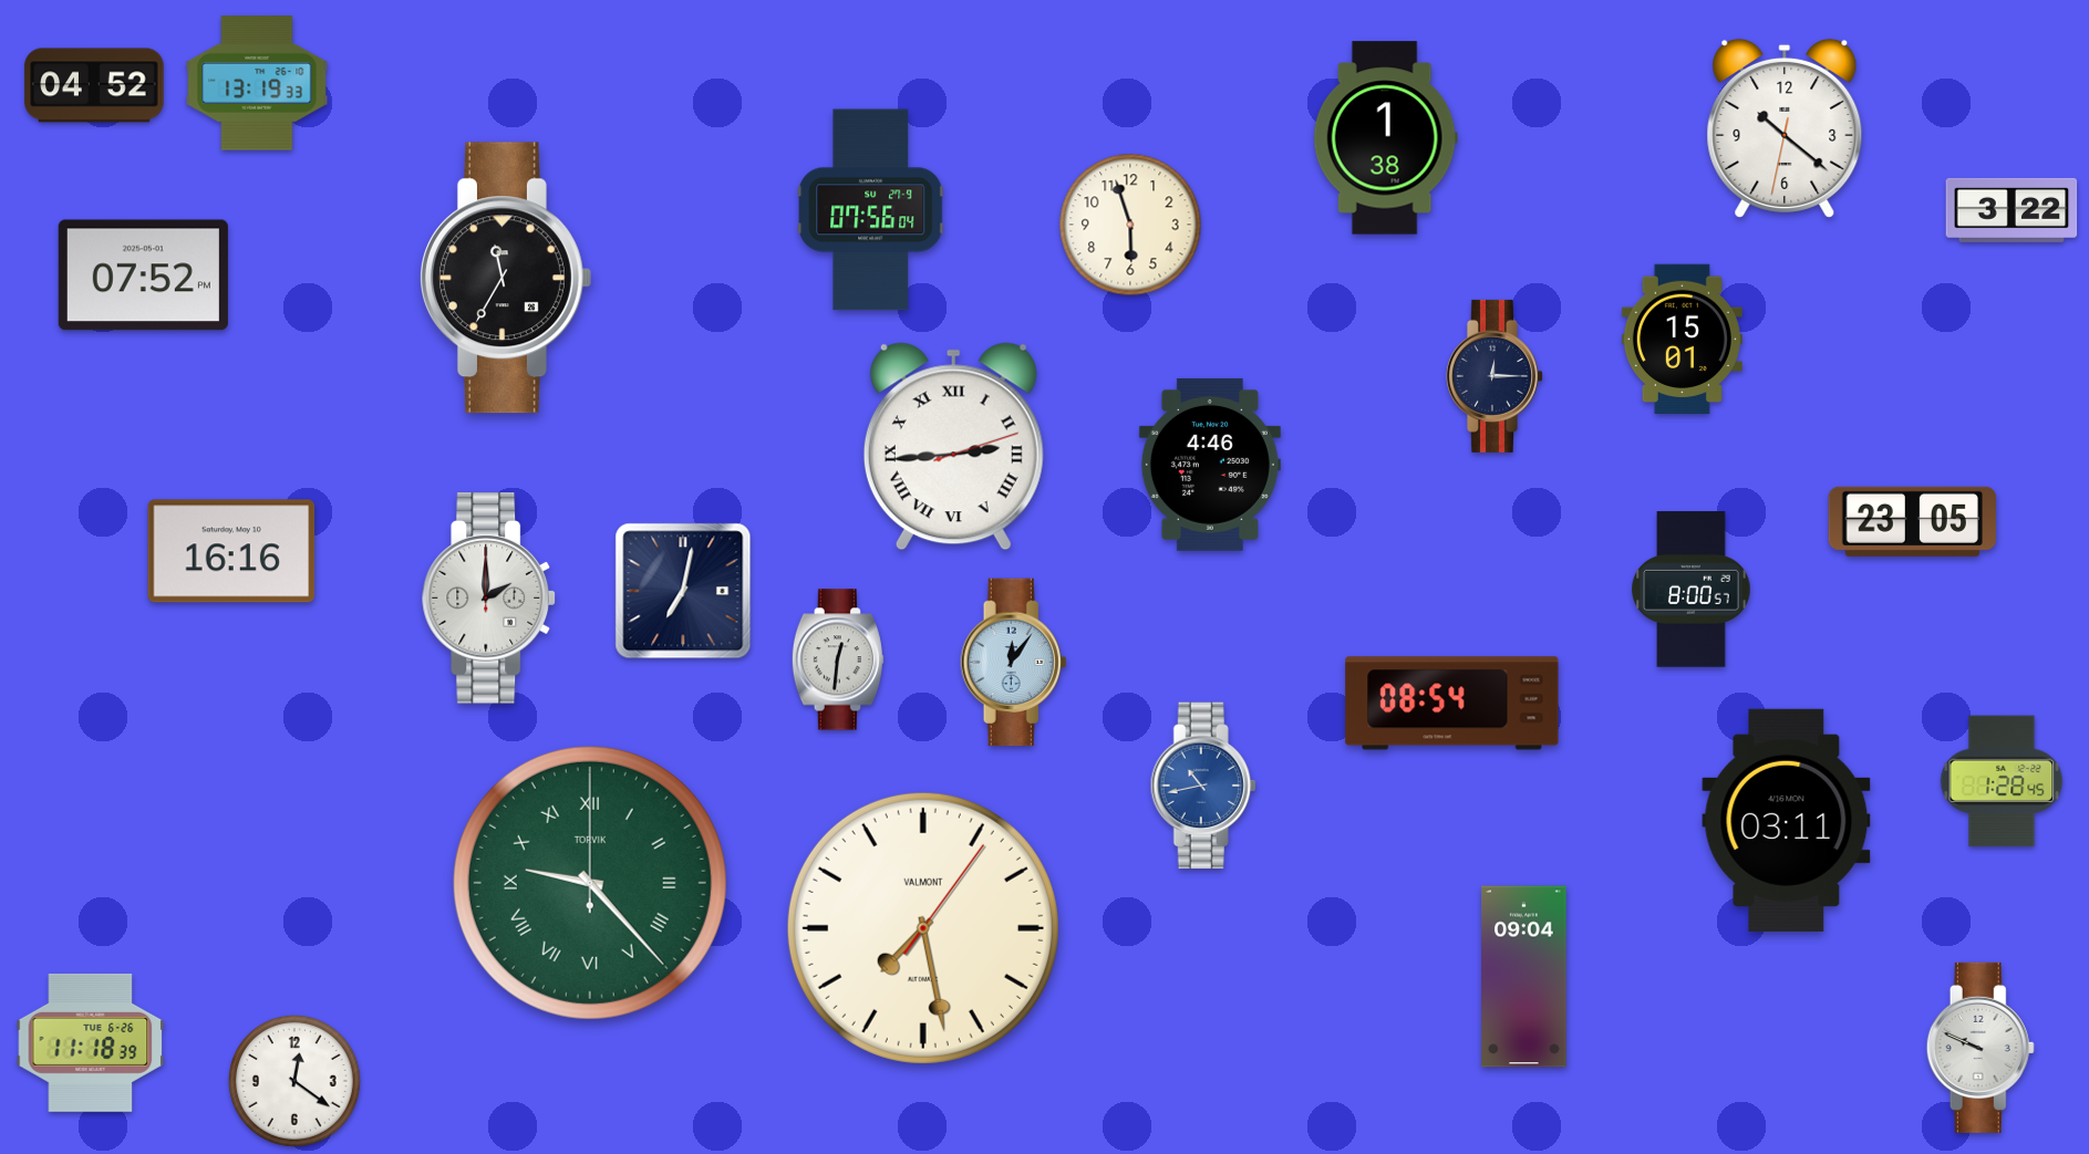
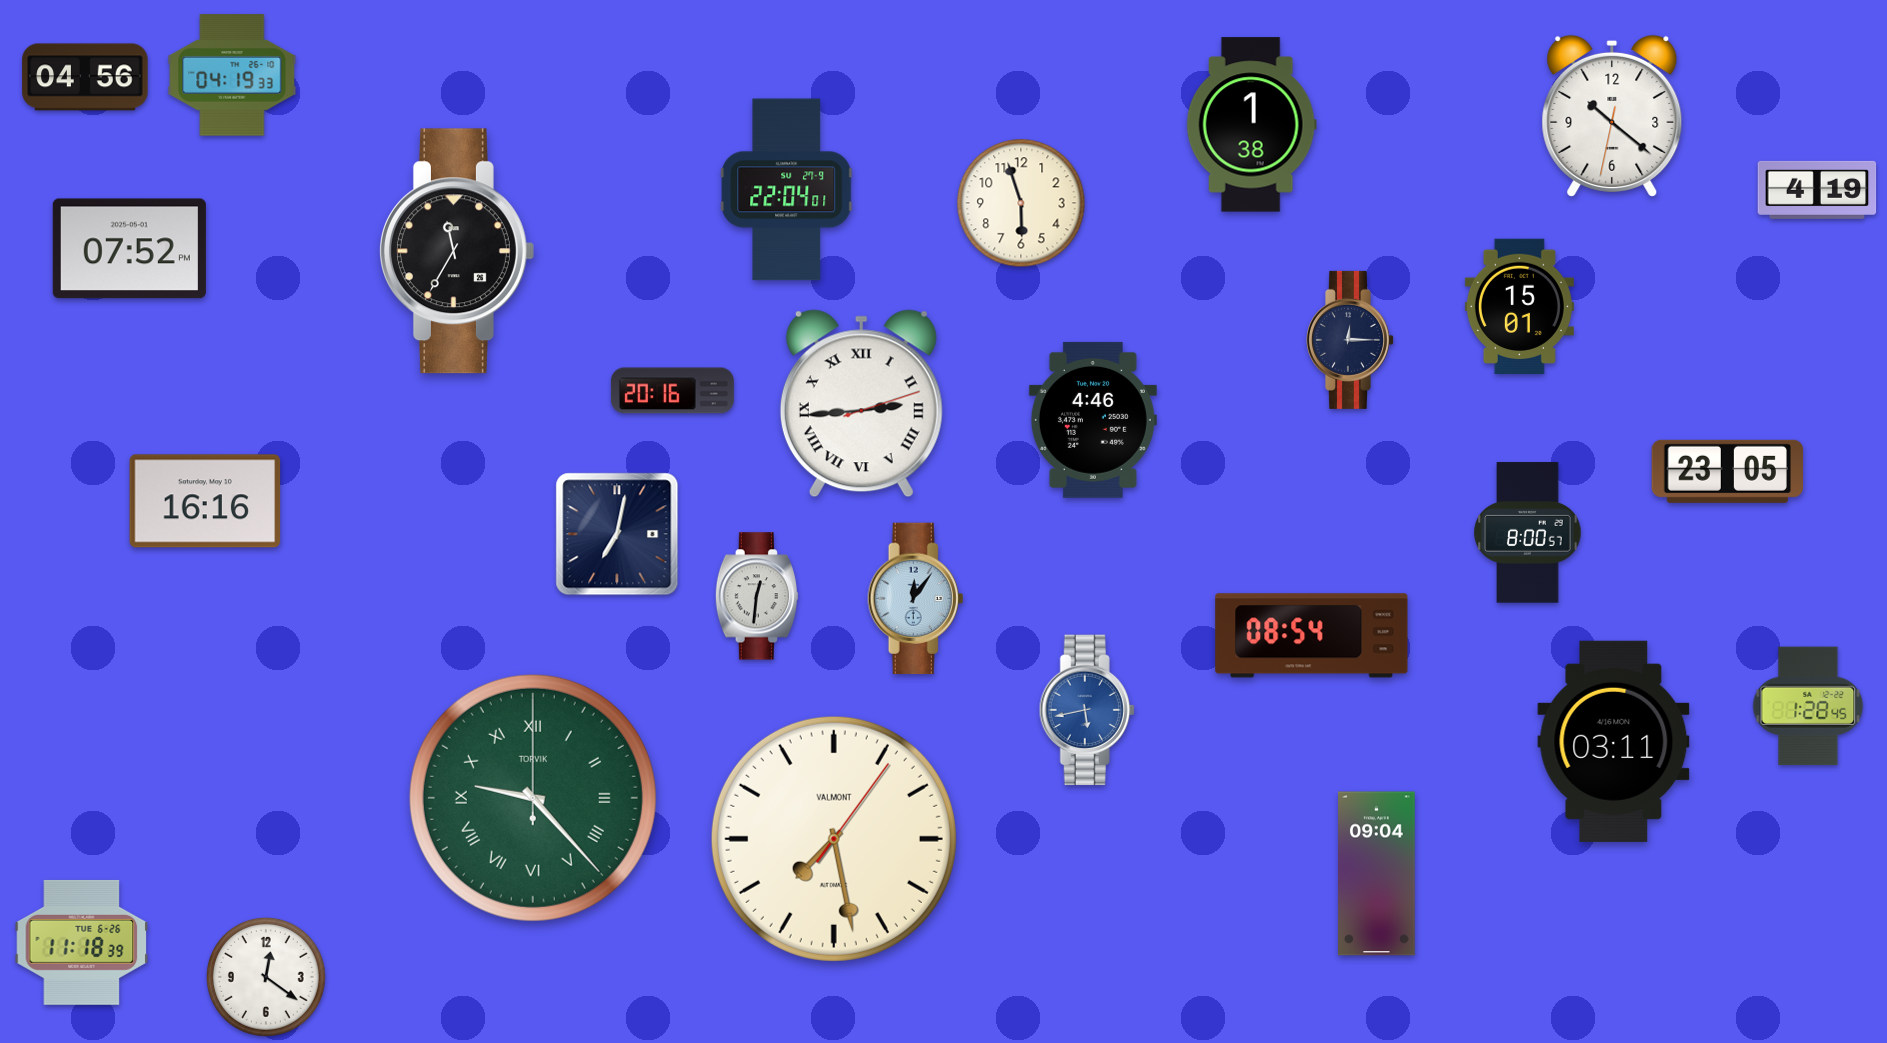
clock at (257, 83): 13:19 -> 04:19
clock at (94, 85): 04:52 -> 04:56
clock at (871, 210): 07:56 -> 22:04
clock at (2012, 210): 3:22 -> 4:19
clock at (672, 391): none -> 20:16
clock at (231, 551) position: (231, 551) -> (205, 501)
clock at (489, 599): 2:00 -> none
clock at (1203, 786): 10:43 -> 5:43
clock at (1524, 977) position: (1524, 977) -> (1377, 874)
clock at (1981, 1048): 9:49 -> none
